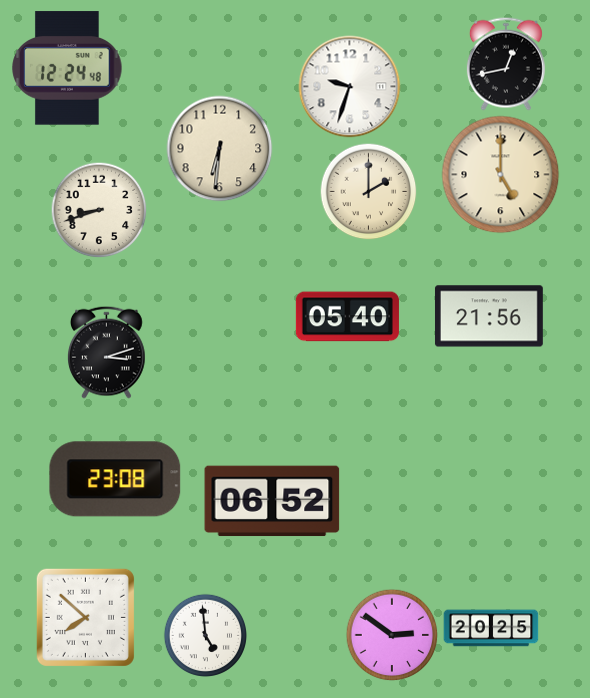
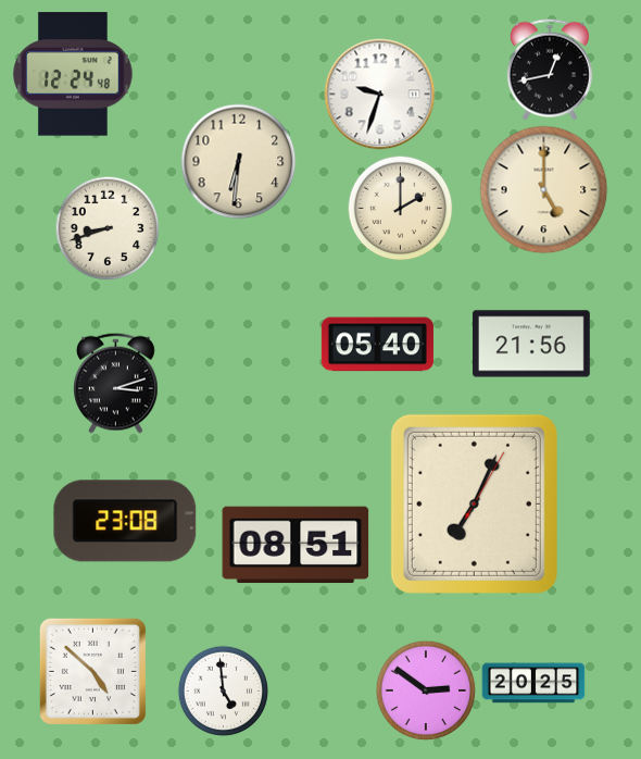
clock at (474, 503): none -> 7:04
clock at (272, 501): 06:52 -> 08:51
clock at (85, 617): 7:52 -> 4:52
